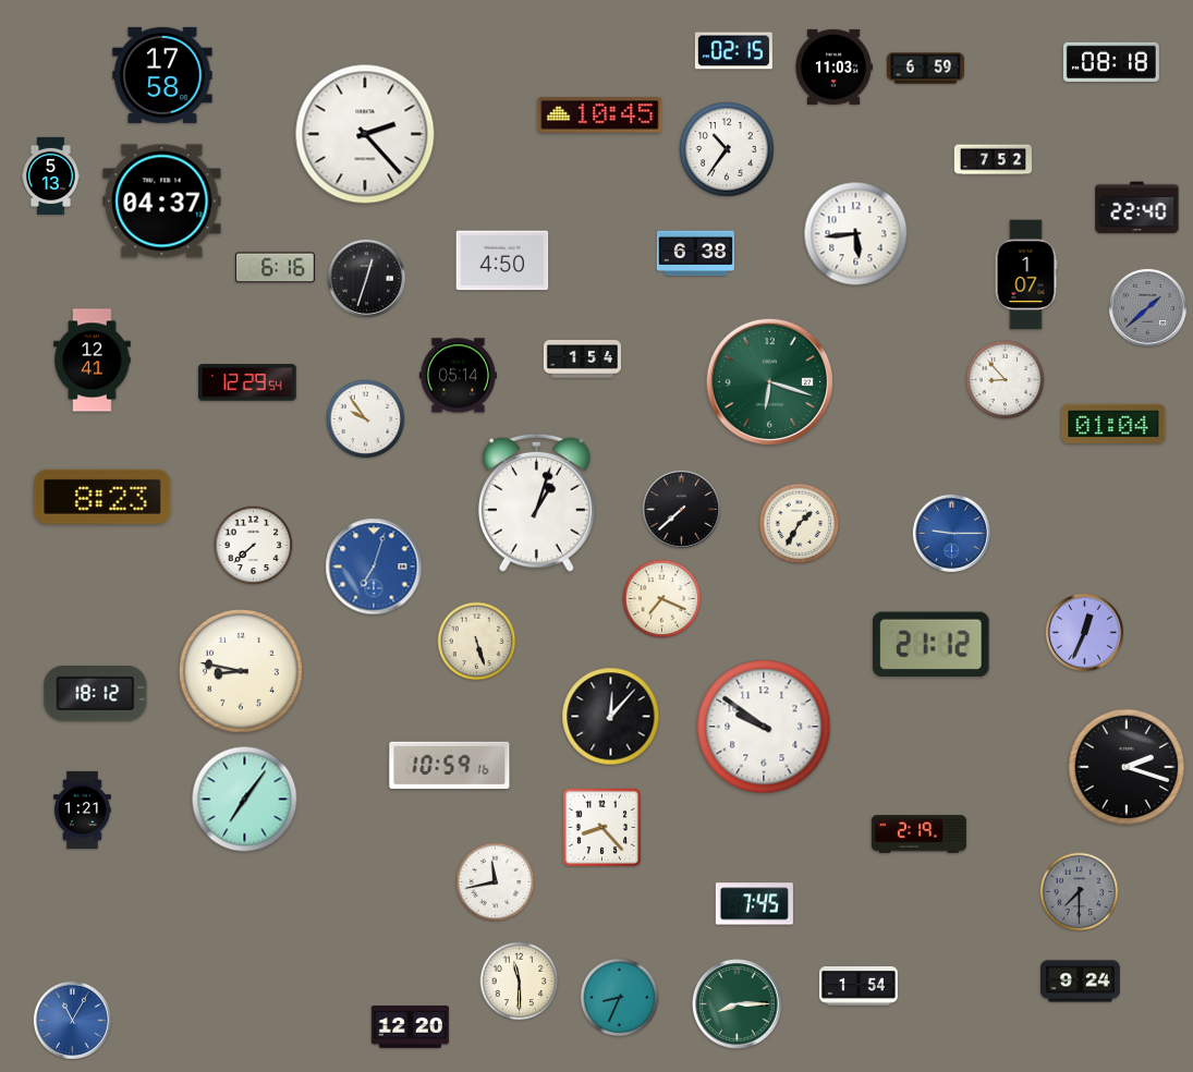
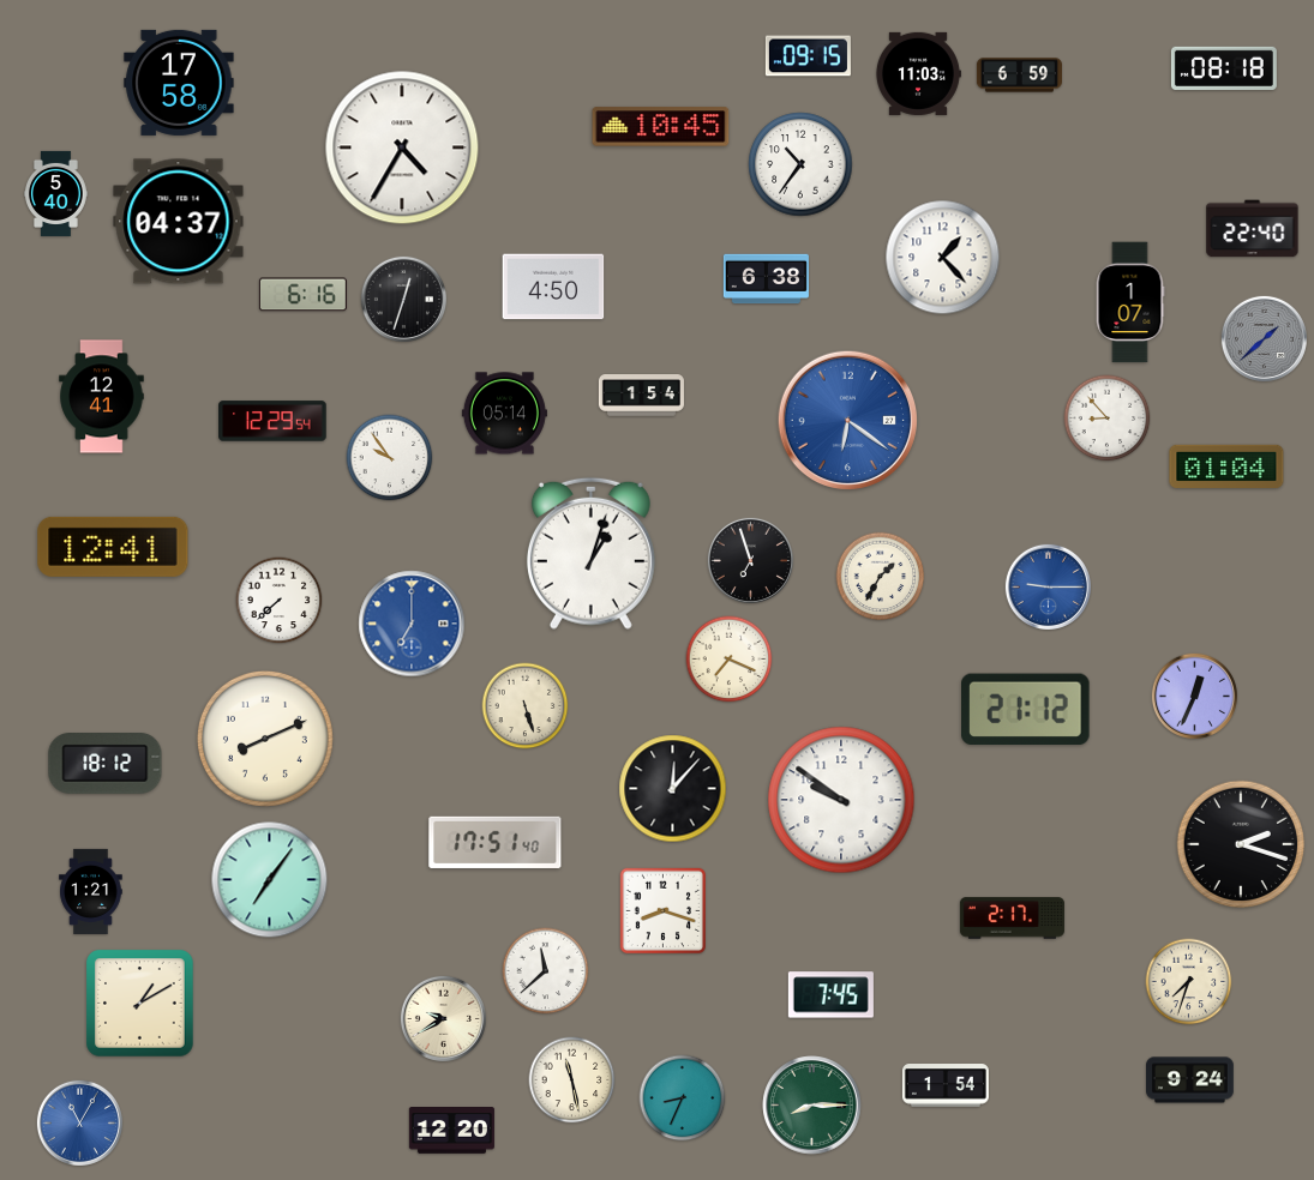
clock at (733, 51): 02:15 -> 09:15
clock at (365, 134): 2:23 -> 4:35
clock at (993, 160): 7:52 -> none
clock at (51, 175): 5:13 -> 5:40
clock at (856, 234): 5:44 -> 1:23
clock at (366, 278) position: (366, 278) -> (403, 299)
clock at (769, 381): 6:18 -> 6:21
clock at (769, 381) dial: green -> blue
clock at (366, 419) position: (366, 419) -> (390, 458)
clock at (102, 497): 8:23 -> 12:41
clock at (681, 509): 7:38 -> 6:57
clock at (374, 567): 7:03 -> 7:00
clock at (241, 671): 8:47 -> 8:11
clock at (450, 765): 10:59 -> 17:51
clock at (601, 827): 8:23 -> 8:18
clock at (918, 835): 2:19 -> 2:17
clock at (496, 882): 11:43 -> 11:38
clock at (1080, 892): 7:30 -> 7:33
clock at (1080, 892) dial: grey -> cream
clock at (140, 1004): none -> 1:10
clock at (443, 1018): none -> 9:40
clock at (520, 982): 11:30 -> 11:28
